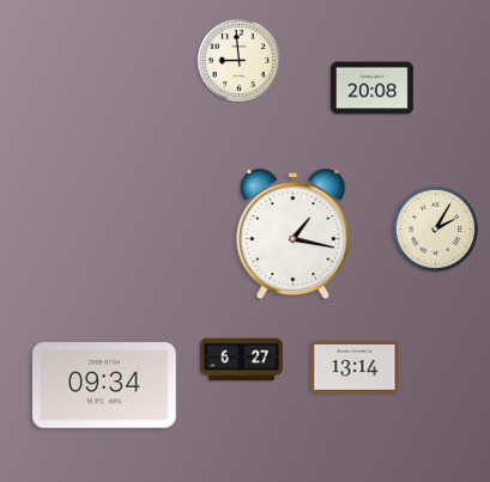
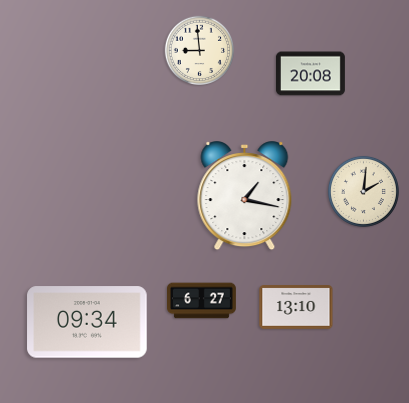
clock at (435, 228): 2:05 -> 2:01
clock at (355, 367): 13:14 -> 13:10
